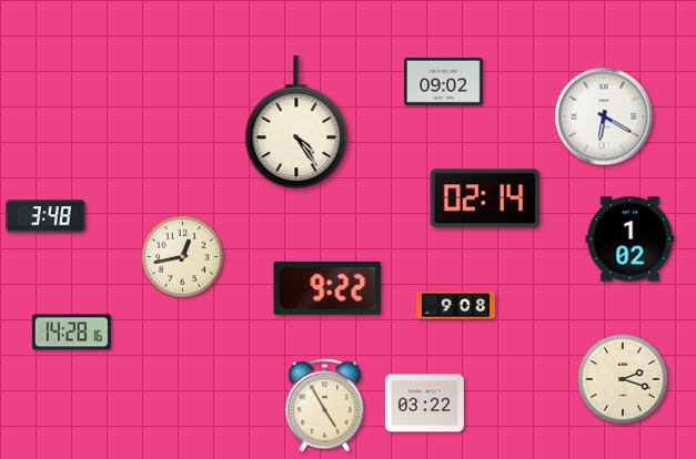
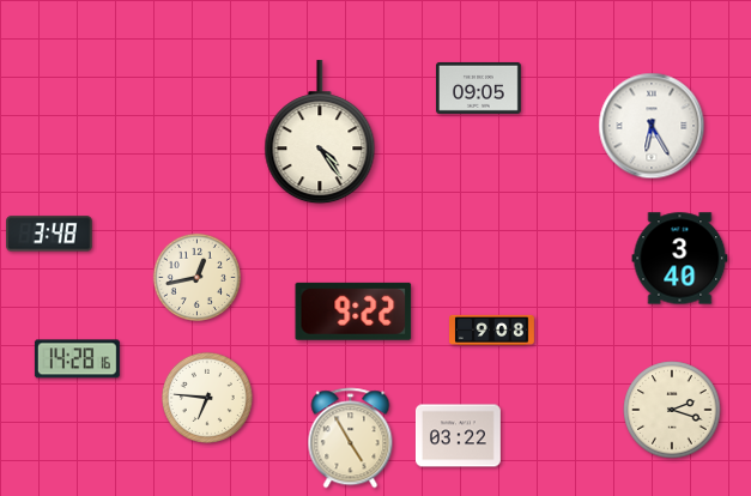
clock at (444, 81): 09:02 -> 09:05
clock at (604, 116): 6:20 -> 6:25
clock at (485, 198): 02:14 -> none
clock at (631, 239): 1:02 -> 3:40
clock at (207, 398): none -> 6:46
